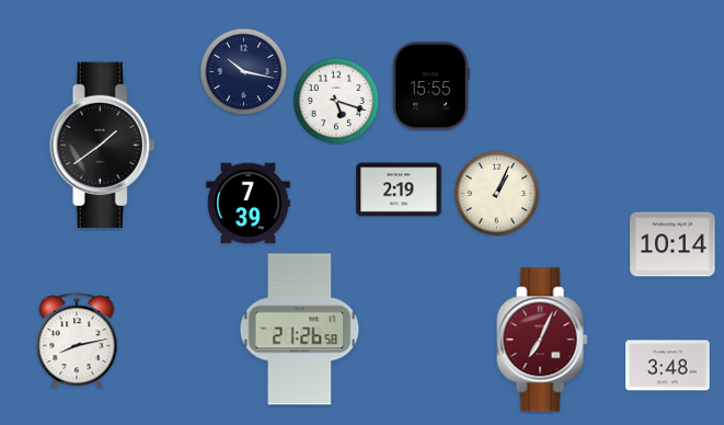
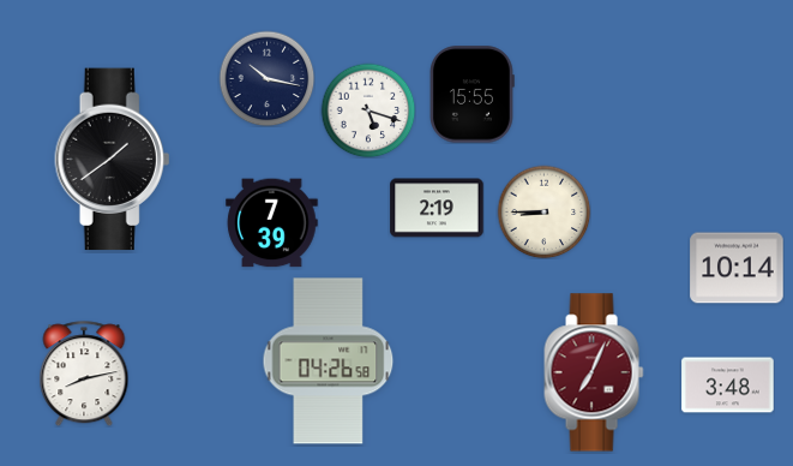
clock at (496, 193): 1:04 -> 8:45
clock at (300, 330): 21:26 -> 04:26
clock at (668, 366) position: (668, 366) -> (728, 386)
